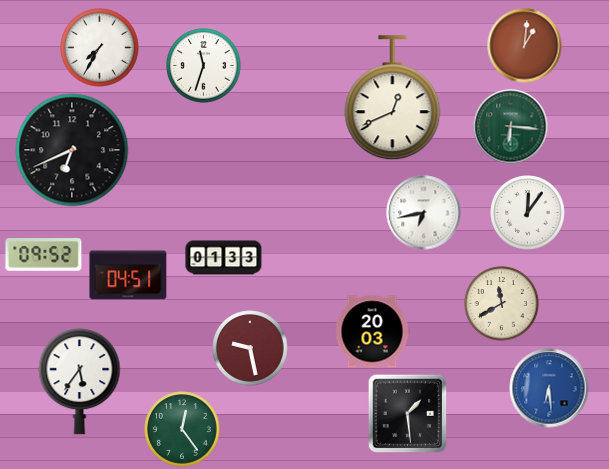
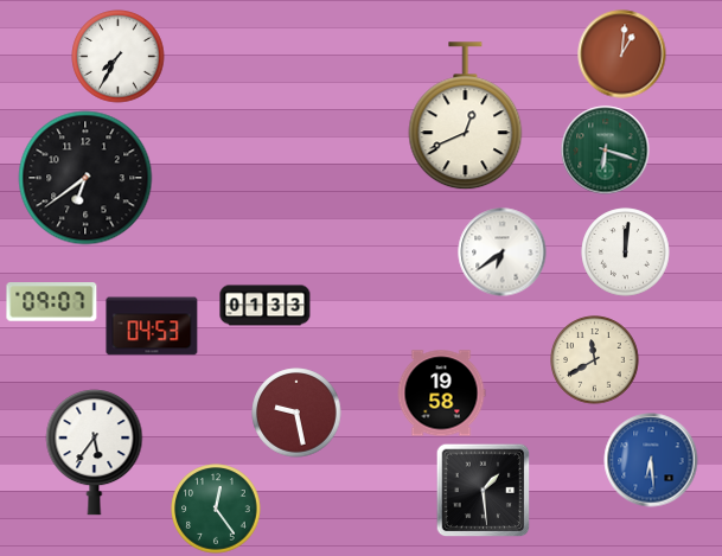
clock at (204, 66): 11:33 -> none
clock at (511, 127): 6:16 -> 6:18
clock at (72, 150): 6:41 -> 6:39
clock at (424, 213): 6:43 -> 6:39
clock at (528, 213): 12:06 -> 12:01
clock at (44, 255): 09:52 -> 09:07
clock at (128, 275): 04:51 -> 04:53
clock at (372, 332): 20:03 -> 19:58
